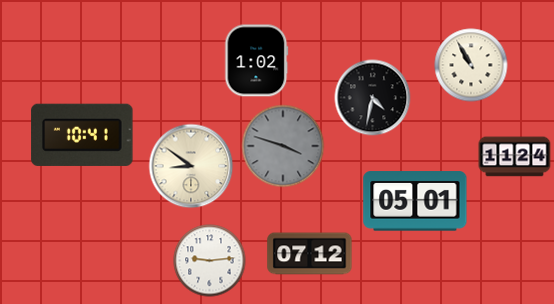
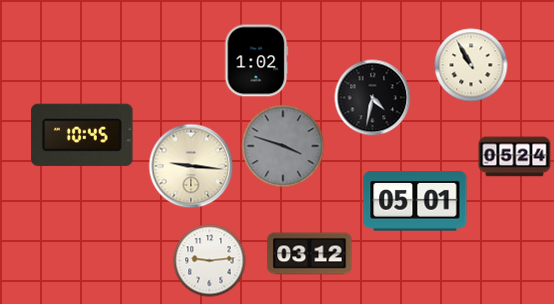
clock at (82, 135): 10:41 -> 10:45
clock at (515, 157): 11:24 -> 05:24
clock at (191, 166): 8:51 -> 9:16
clock at (310, 254): 07:12 -> 03:12
